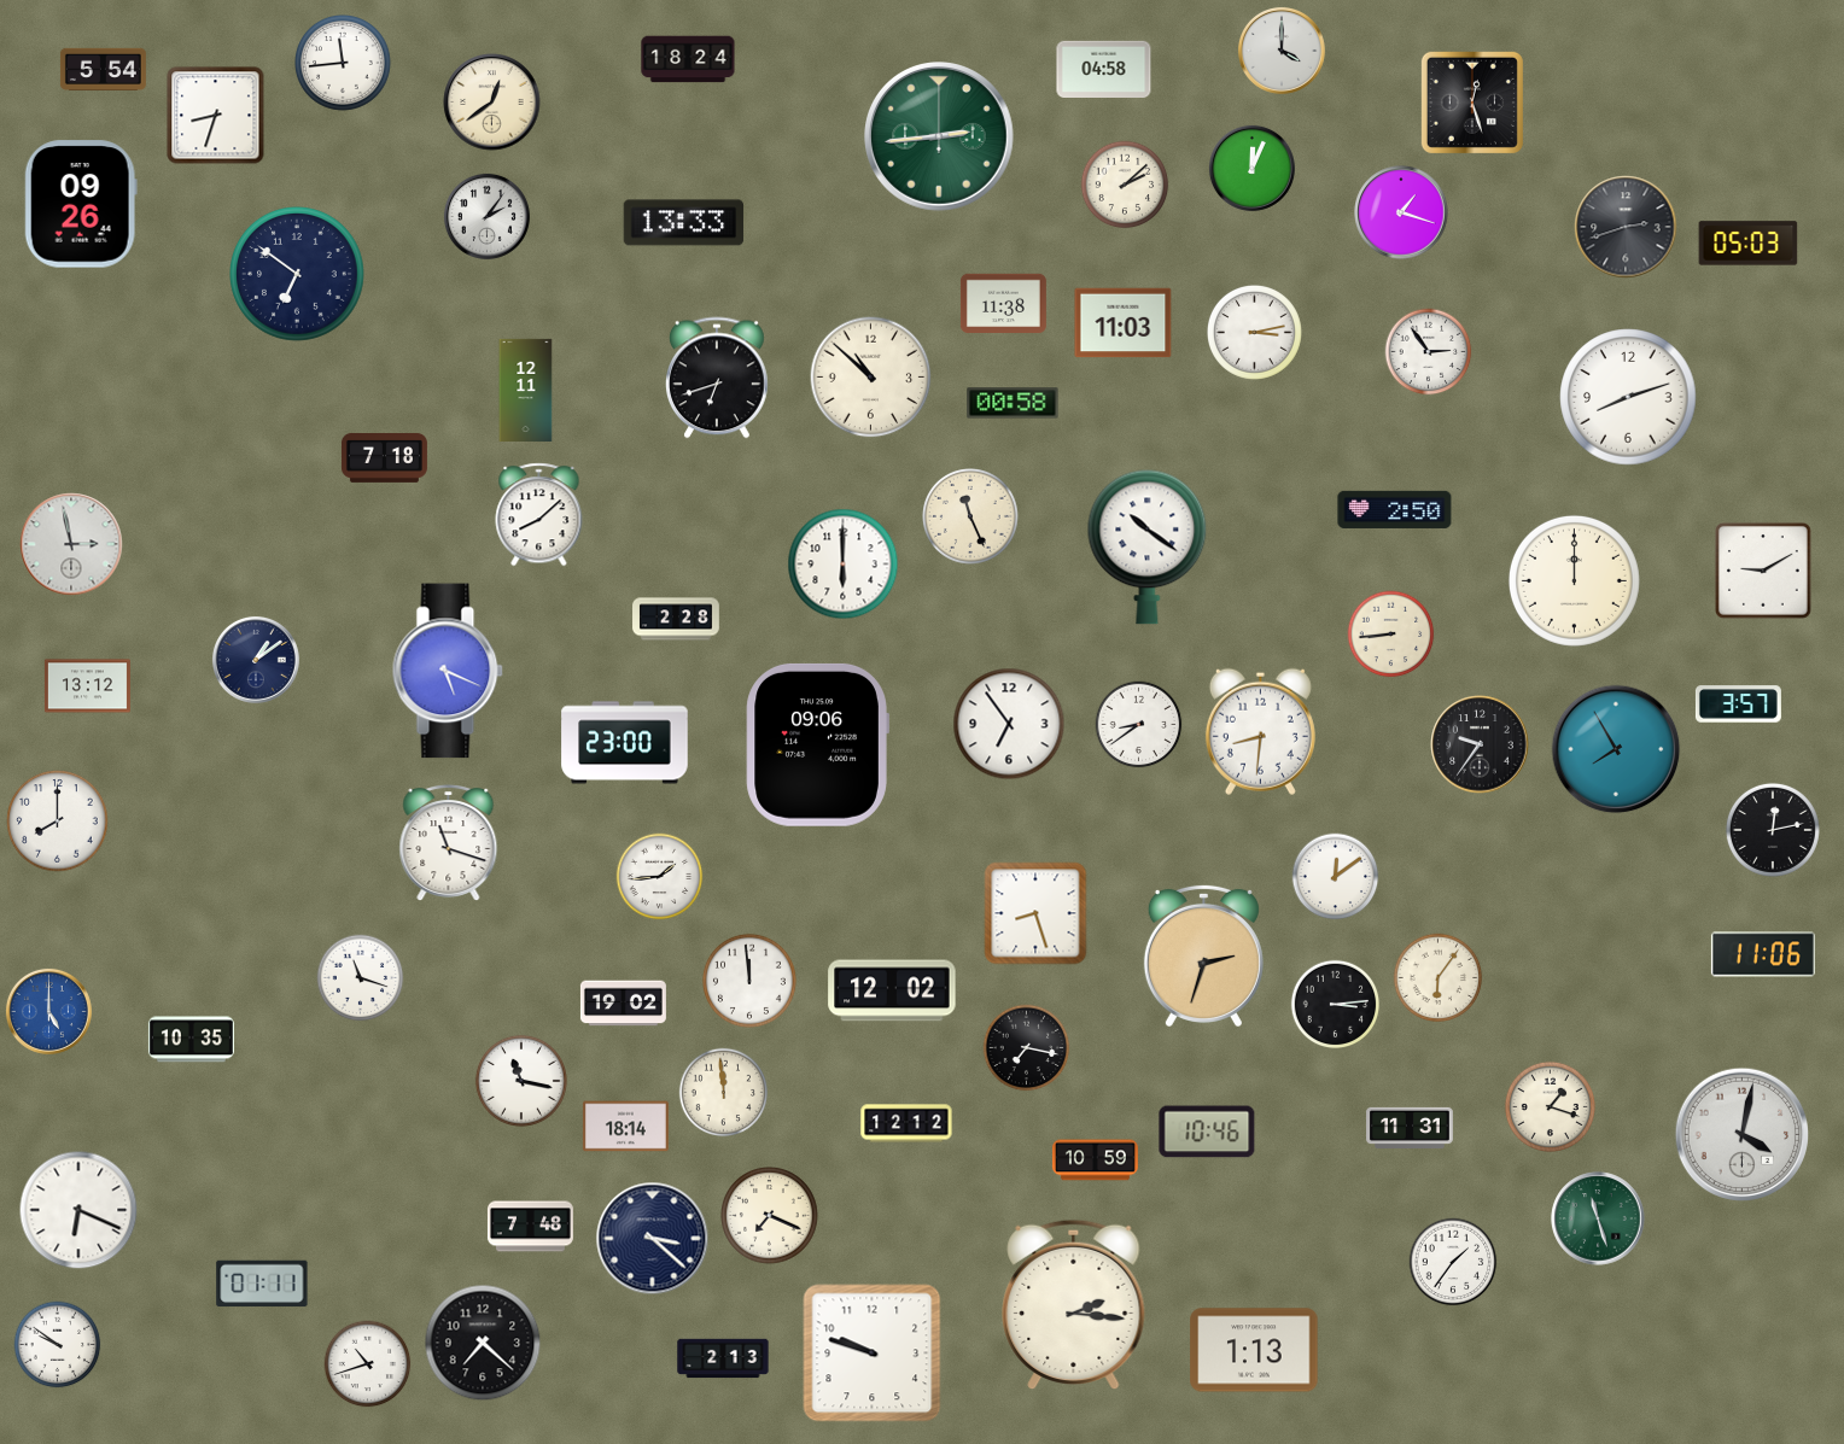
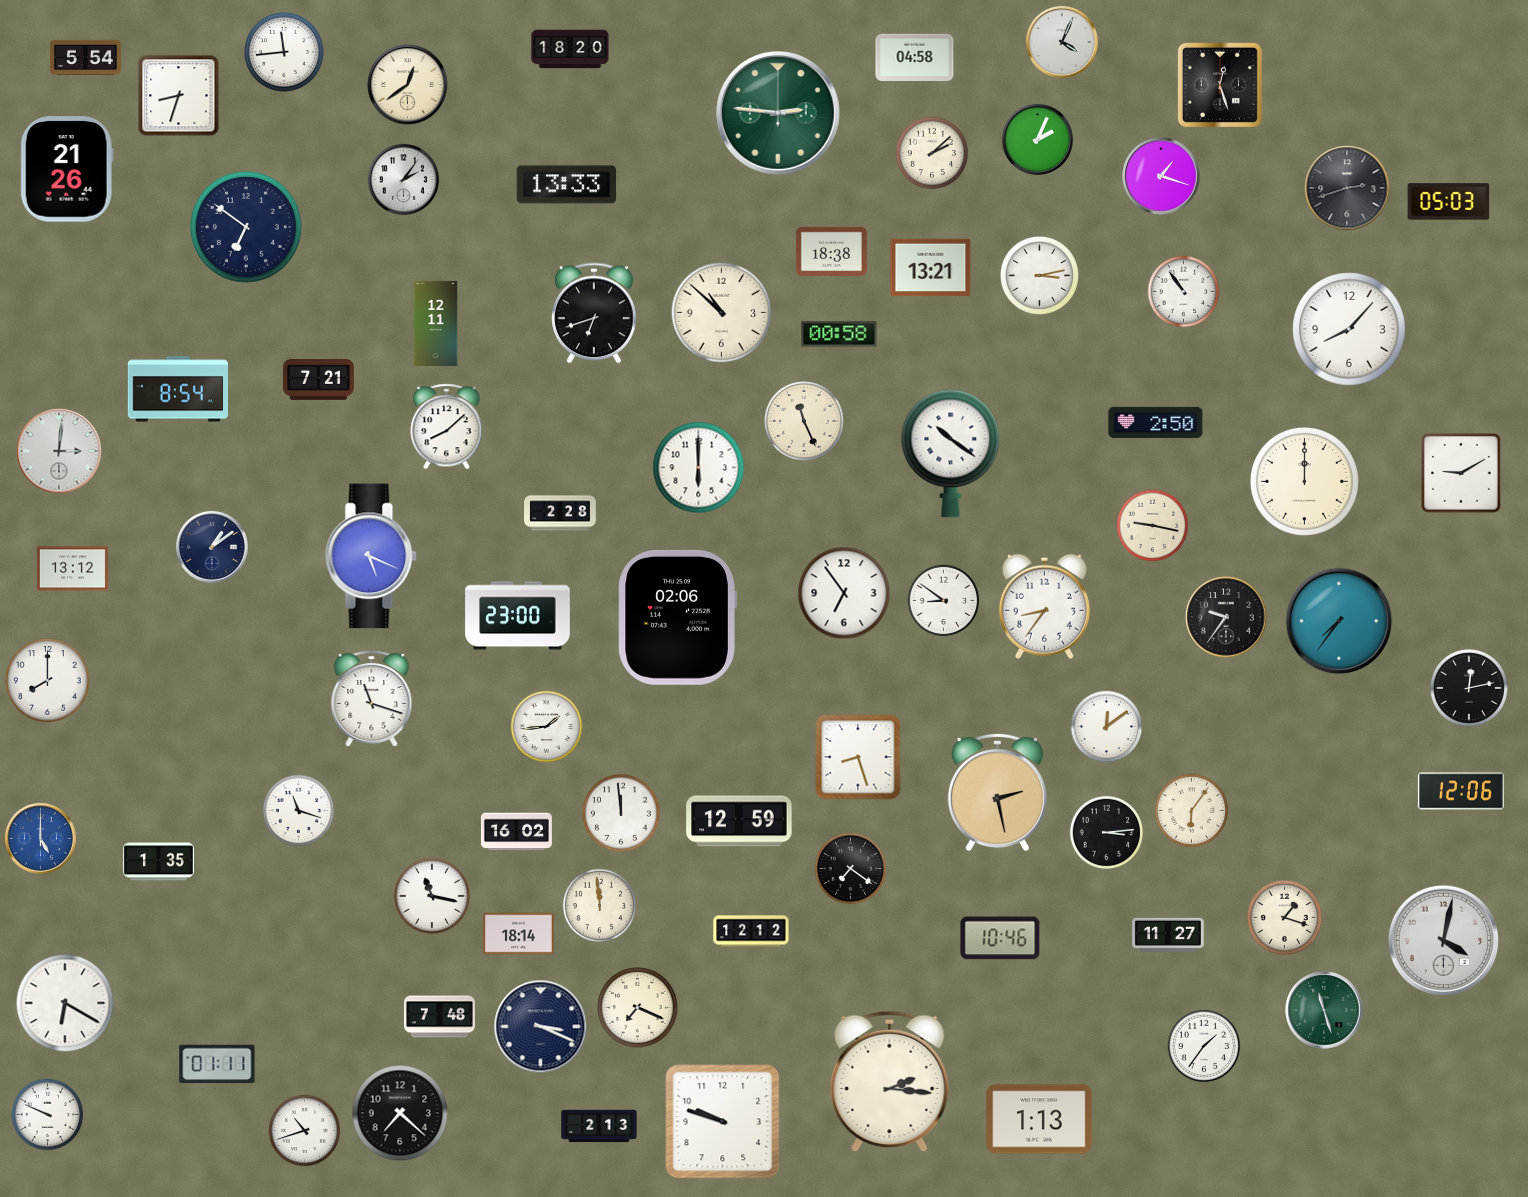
clock at (1282, 51): 4:00 -> 4:04
clock at (688, 59): 18:24 -> 18:20
clock at (940, 138): 2:44 -> 2:46
clock at (1251, 168): 12:04 -> 2:04
clock at (81, 204): 09:26 -> 21:26
clock at (1003, 304): 11:38 -> 18:38
clock at (1124, 323): 11:03 -> 13:21
clock at (1429, 352): 2:54 -> 10:54
clock at (1628, 397): 8:12 -> 8:07
clock at (384, 458): 7:18 -> 7:21
clock at (177, 389): none -> 8:54
clock at (971, 518) position: (971, 518) -> (805, 422)
clock at (71, 544): 2:58 -> 3:01
clock at (1391, 635): 8:44 -> 9:17
clock at (1738, 705): 3:57 -> none
clock at (1009, 724) position: (1009, 724) -> (844, 593)
clock at (1139, 725): 8:39 -> 8:51
clock at (1260, 731): 8:31 -> 8:36
clock at (817, 744): 09:06 -> 02:06
clock at (1616, 749): 7:55 -> 7:36
clock at (1763, 954): 11:06 -> 12:06
clock at (1203, 955): 2:33 -> 2:28
clock at (892, 990): 12:02 -> 12:59
clock at (623, 1004): 19:02 -> 16:02
clock at (191, 1040): 10:35 -> 1:35
clock at (1027, 1048): 7:17 -> 7:21
clock at (1410, 1127): 11:31 -> 11:27
clock at (1095, 1161): 10:59 -> none
clock at (78, 1210): 6:19 -> 6:20
clock at (653, 1239): 3:22 -> 3:19
clock at (58, 1345): 9:51 -> 9:49
